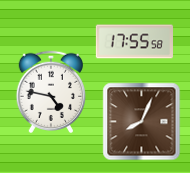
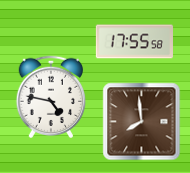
clock at (51, 91) position: (51, 91) -> (51, 96)
clock at (141, 121): 8:04 -> 7:59
